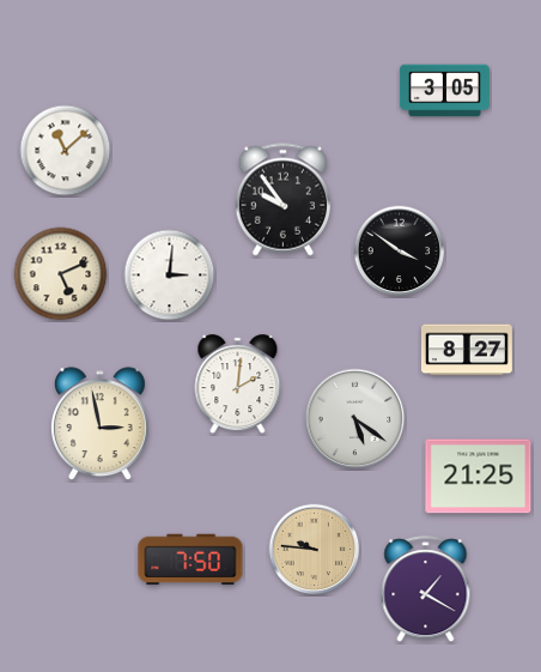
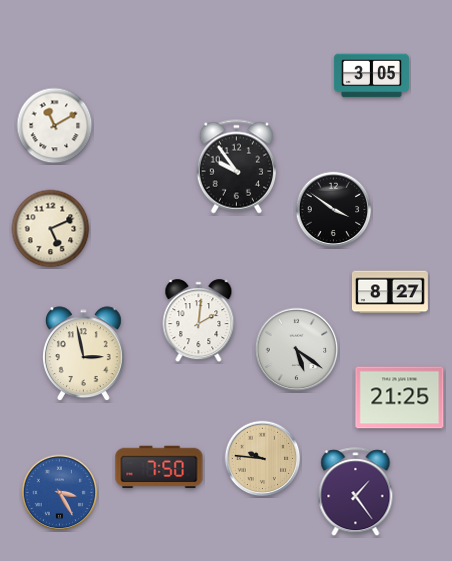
clock at (66, 151): 11:08 -> 11:10
clock at (170, 276): 3:01 -> none
clock at (426, 589): 1:20 -> 1:24
clock at (60, 493): none -> 3:25
